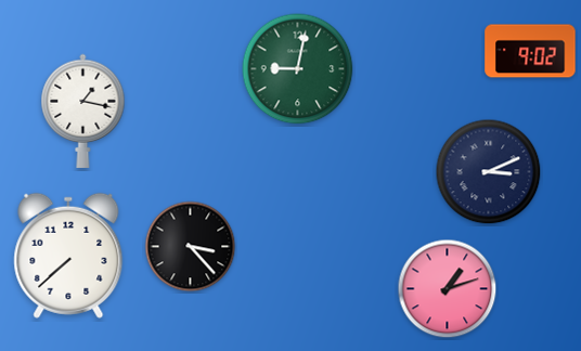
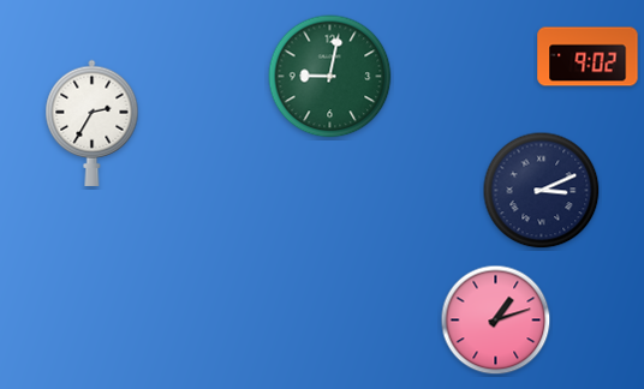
clock at (83, 110): 1:17 -> 2:35
clock at (191, 247): 3:23 -> none
clock at (68, 256): 7:38 -> none
